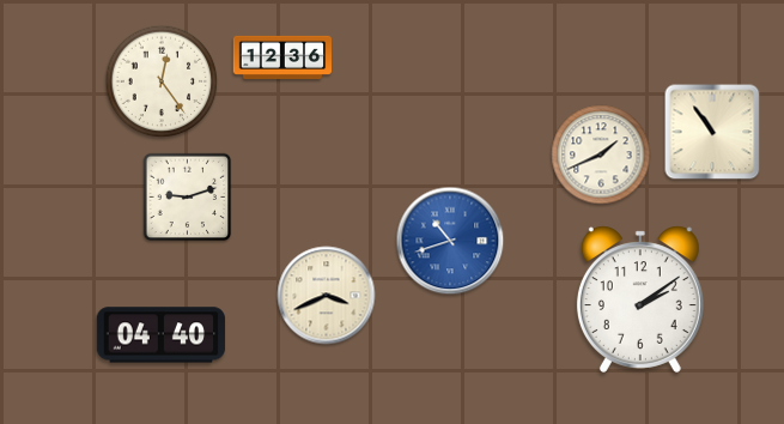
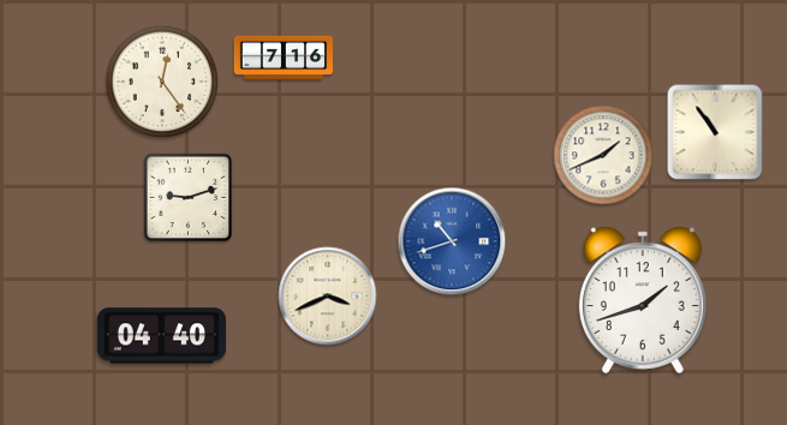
clock at (282, 57): 12:36 -> 7:16
clock at (640, 299): 2:09 -> 1:42
